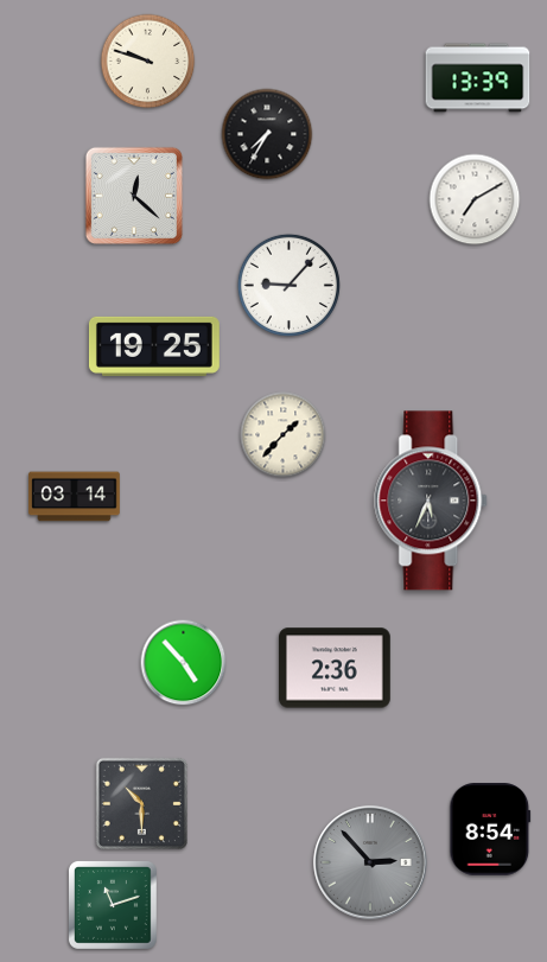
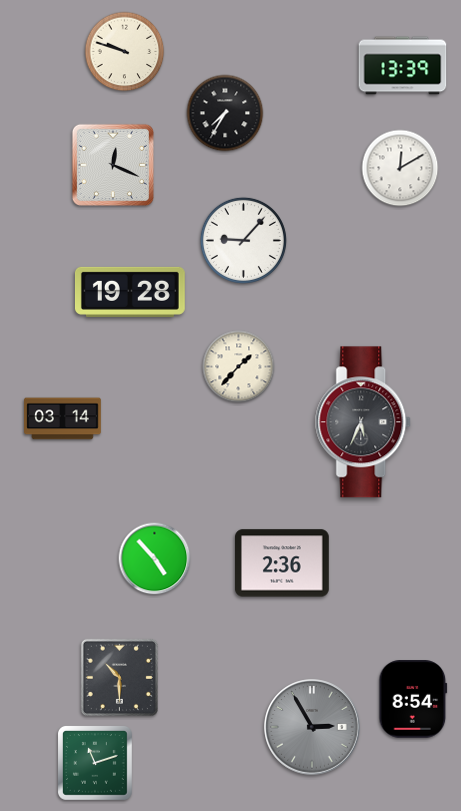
clock at (134, 196): 12:22 -> 12:19
clock at (475, 199): 7:10 -> 12:10
clock at (154, 346): 19:25 -> 19:28
clock at (370, 862): 2:53 -> 2:55
